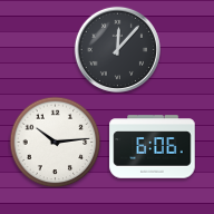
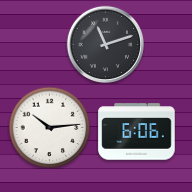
clock at (117, 49): 12:07 -> 11:12
